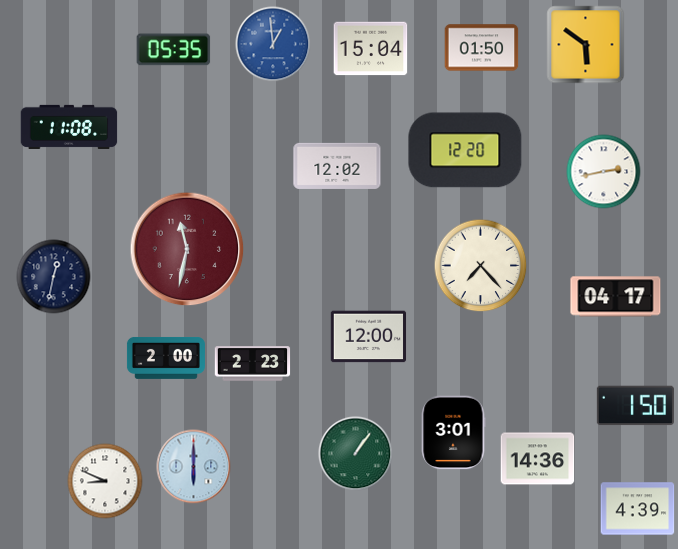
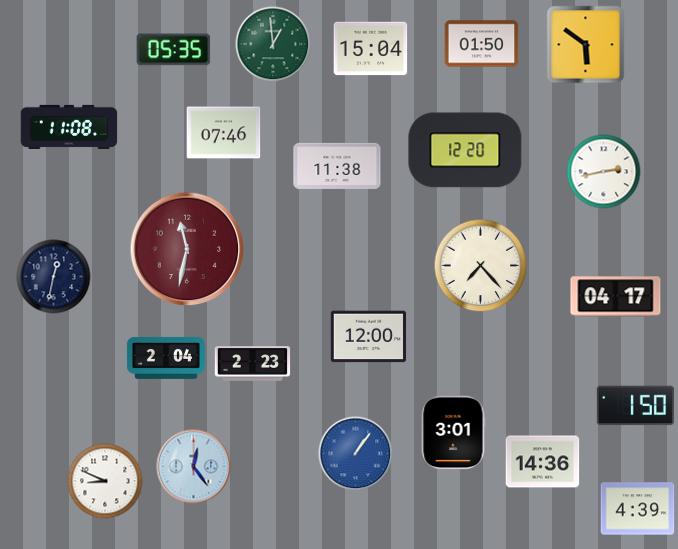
clock at (273, 44) dial: blue -> green
clock at (482, 48) position: (482, 48) -> (482, 44)
clock at (224, 133): none -> 07:46
clock at (337, 166): 12:02 -> 11:38
clock at (166, 358): 2:00 -> 2:04
clock at (356, 454) dial: green -> blue
clock at (538, 459) position: (538, 459) -> (543, 462)
clock at (194, 467): 6:00 -> 12:24
